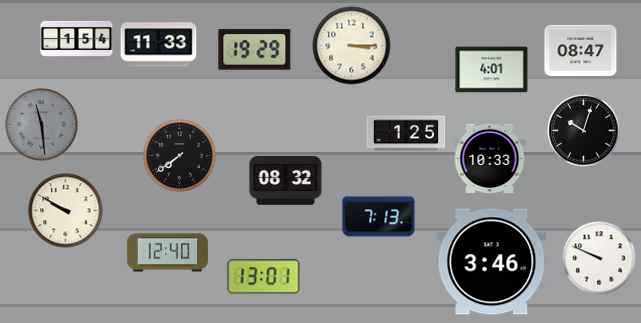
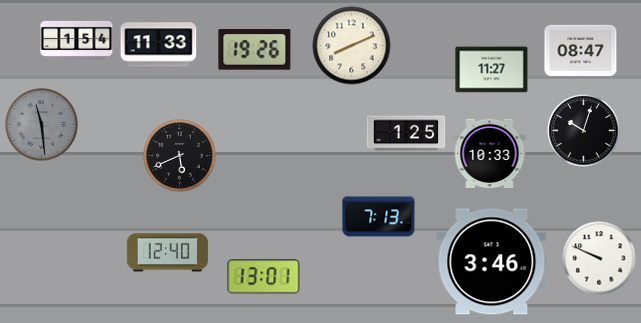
clock at (352, 46): 3:15 -> 8:11
clock at (255, 50): 19:29 -> 19:26
clock at (492, 70): 4:01 -> 11:27
clock at (180, 156): 7:39 -> 5:41
clock at (490, 158) position: (490, 158) -> (490, 153)
clock at (286, 181): 08:32 -> none
clock at (66, 211): 9:50 -> none
